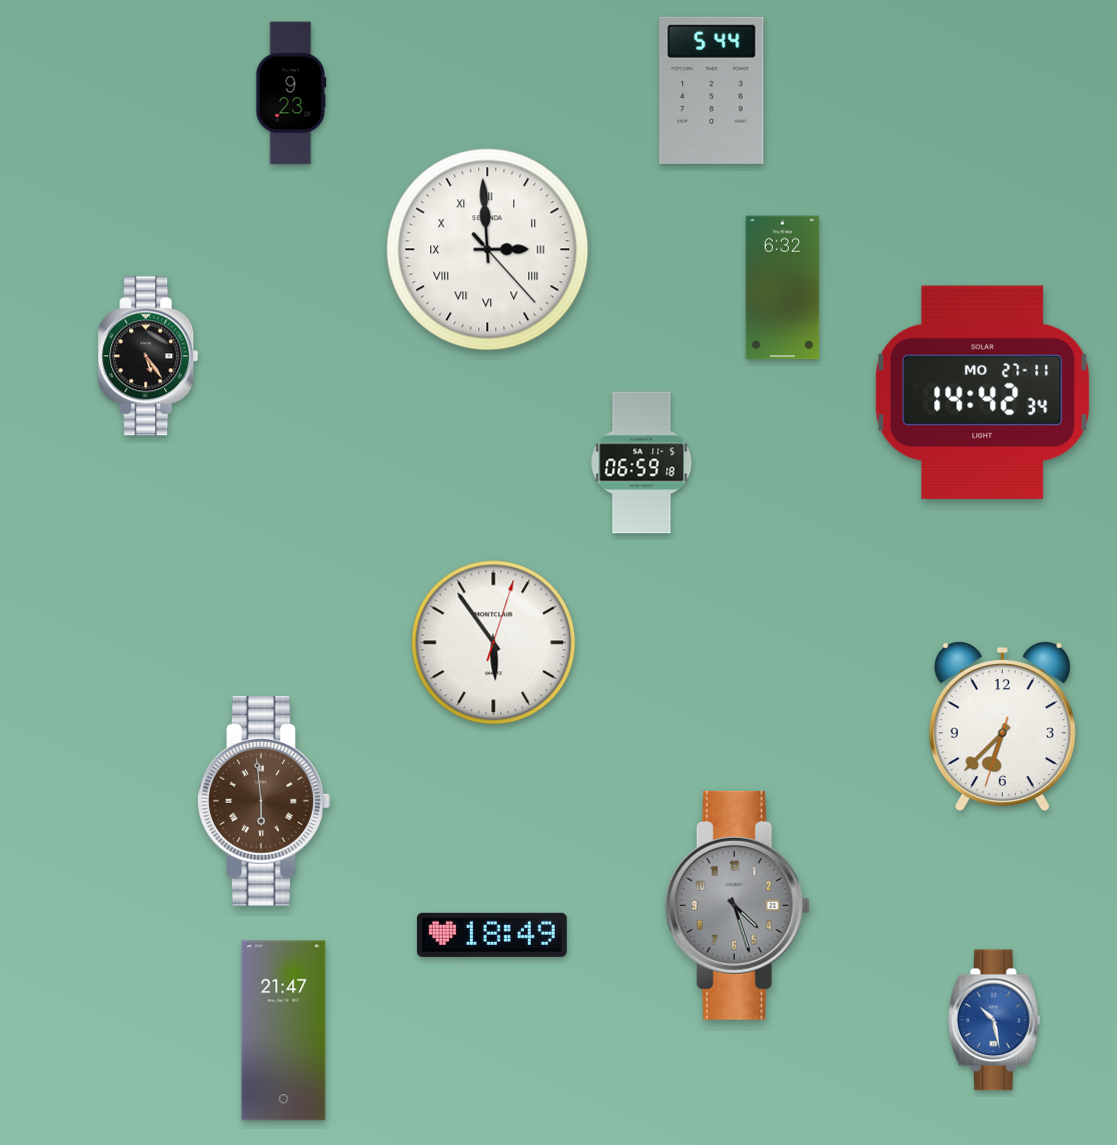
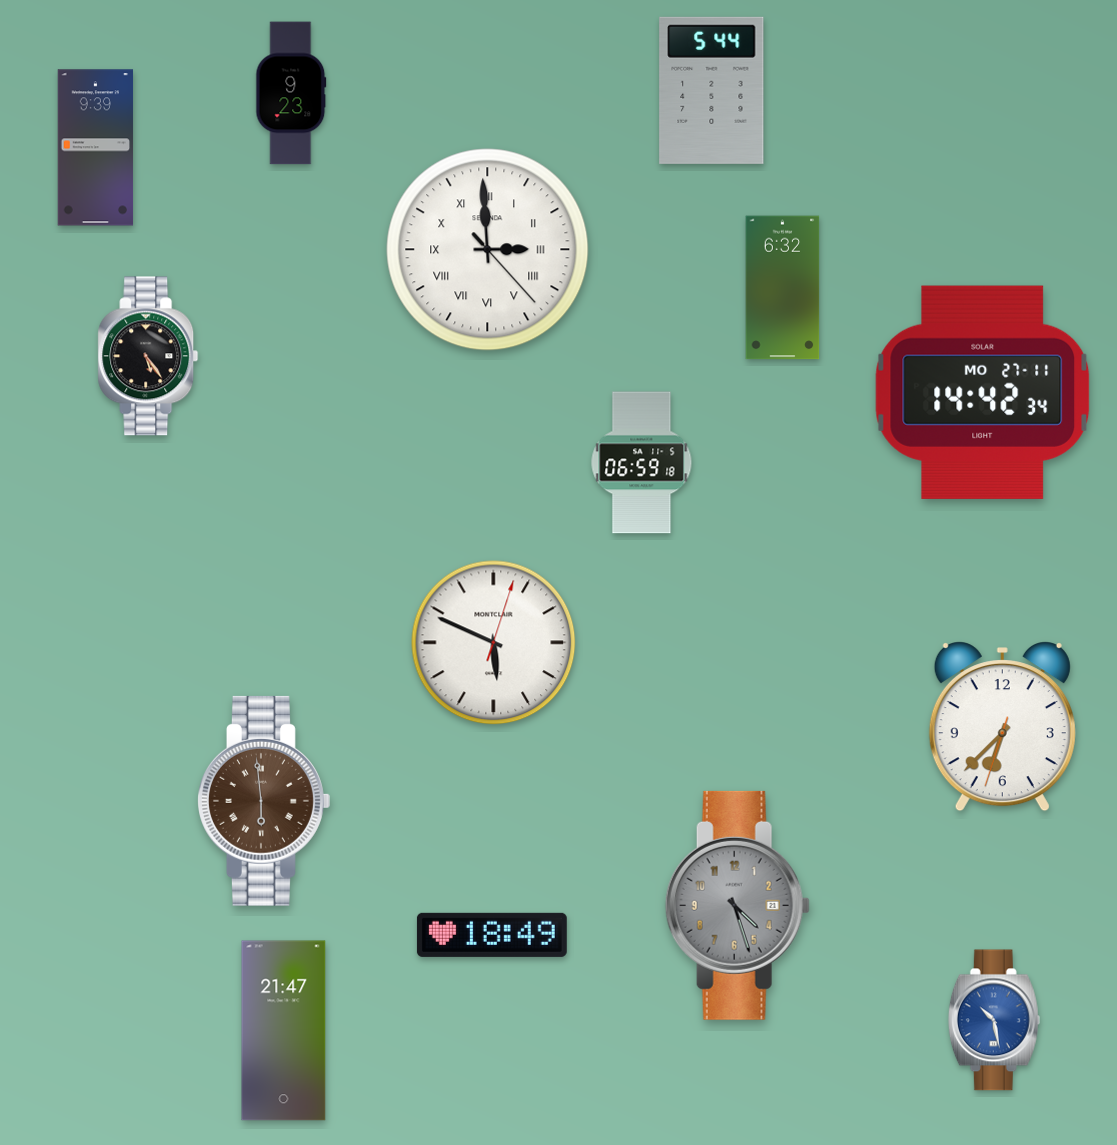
clock at (96, 148): none -> 9:39
clock at (494, 643): 5:54 -> 5:49
